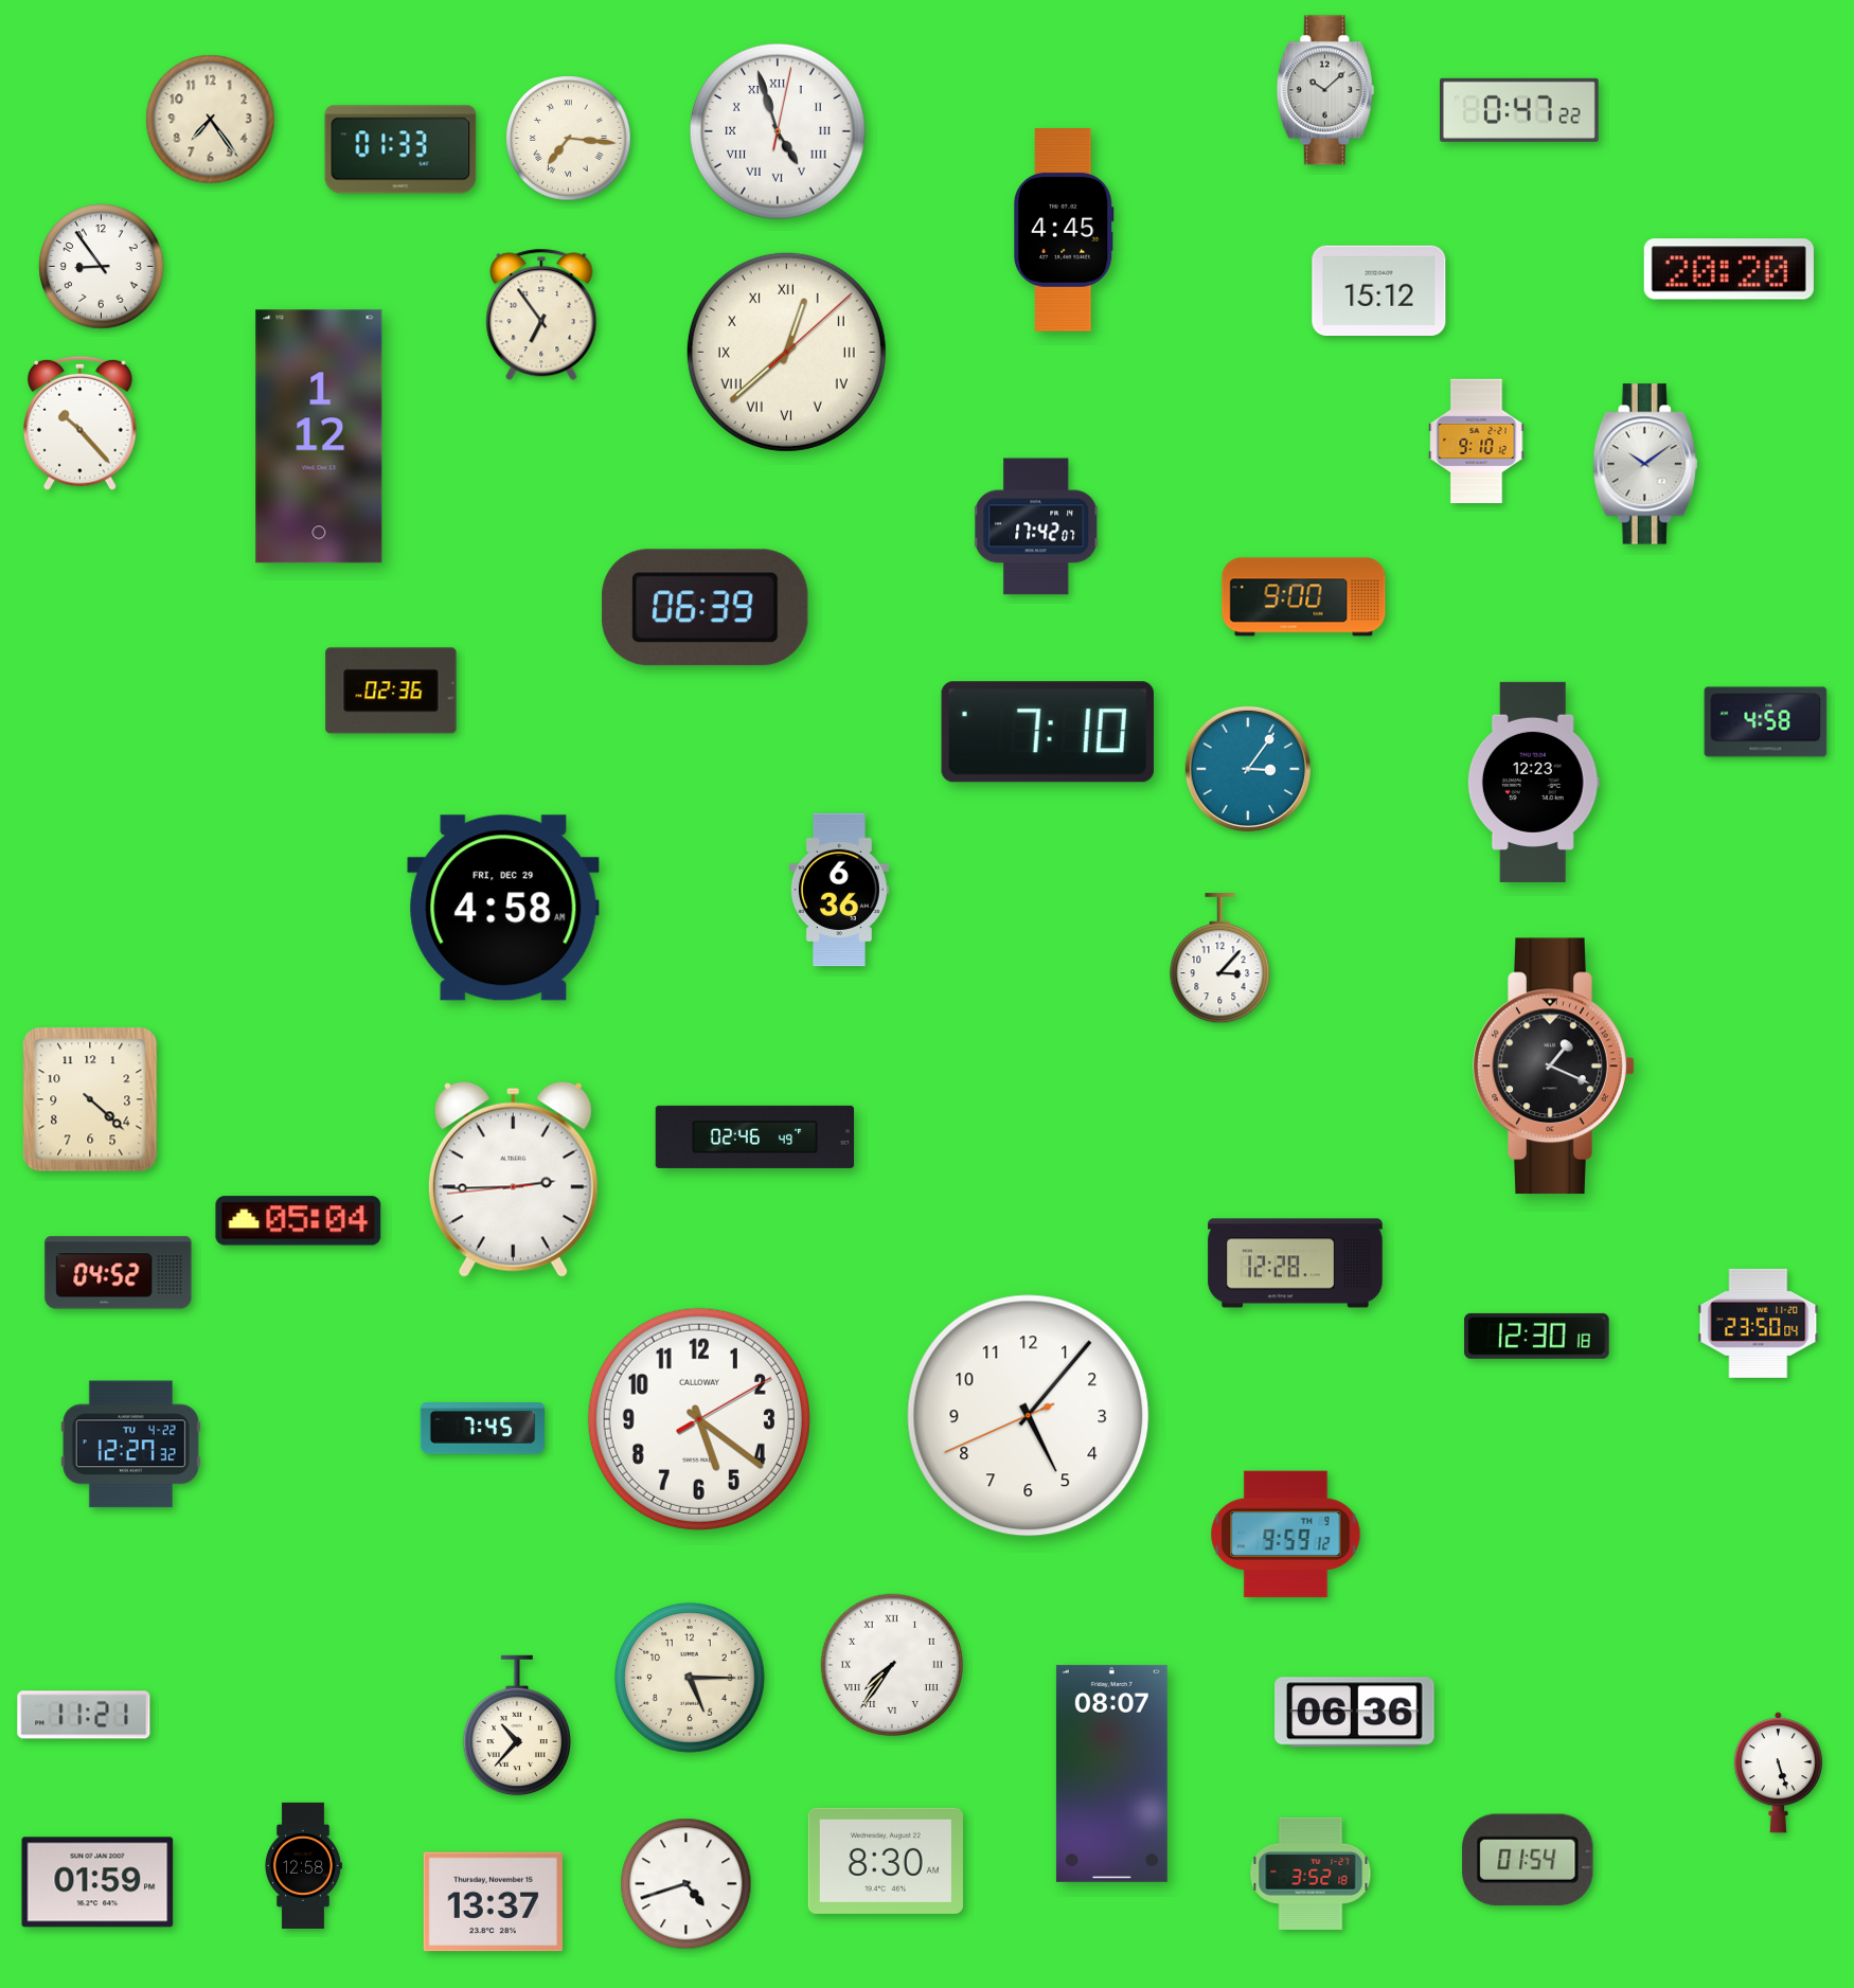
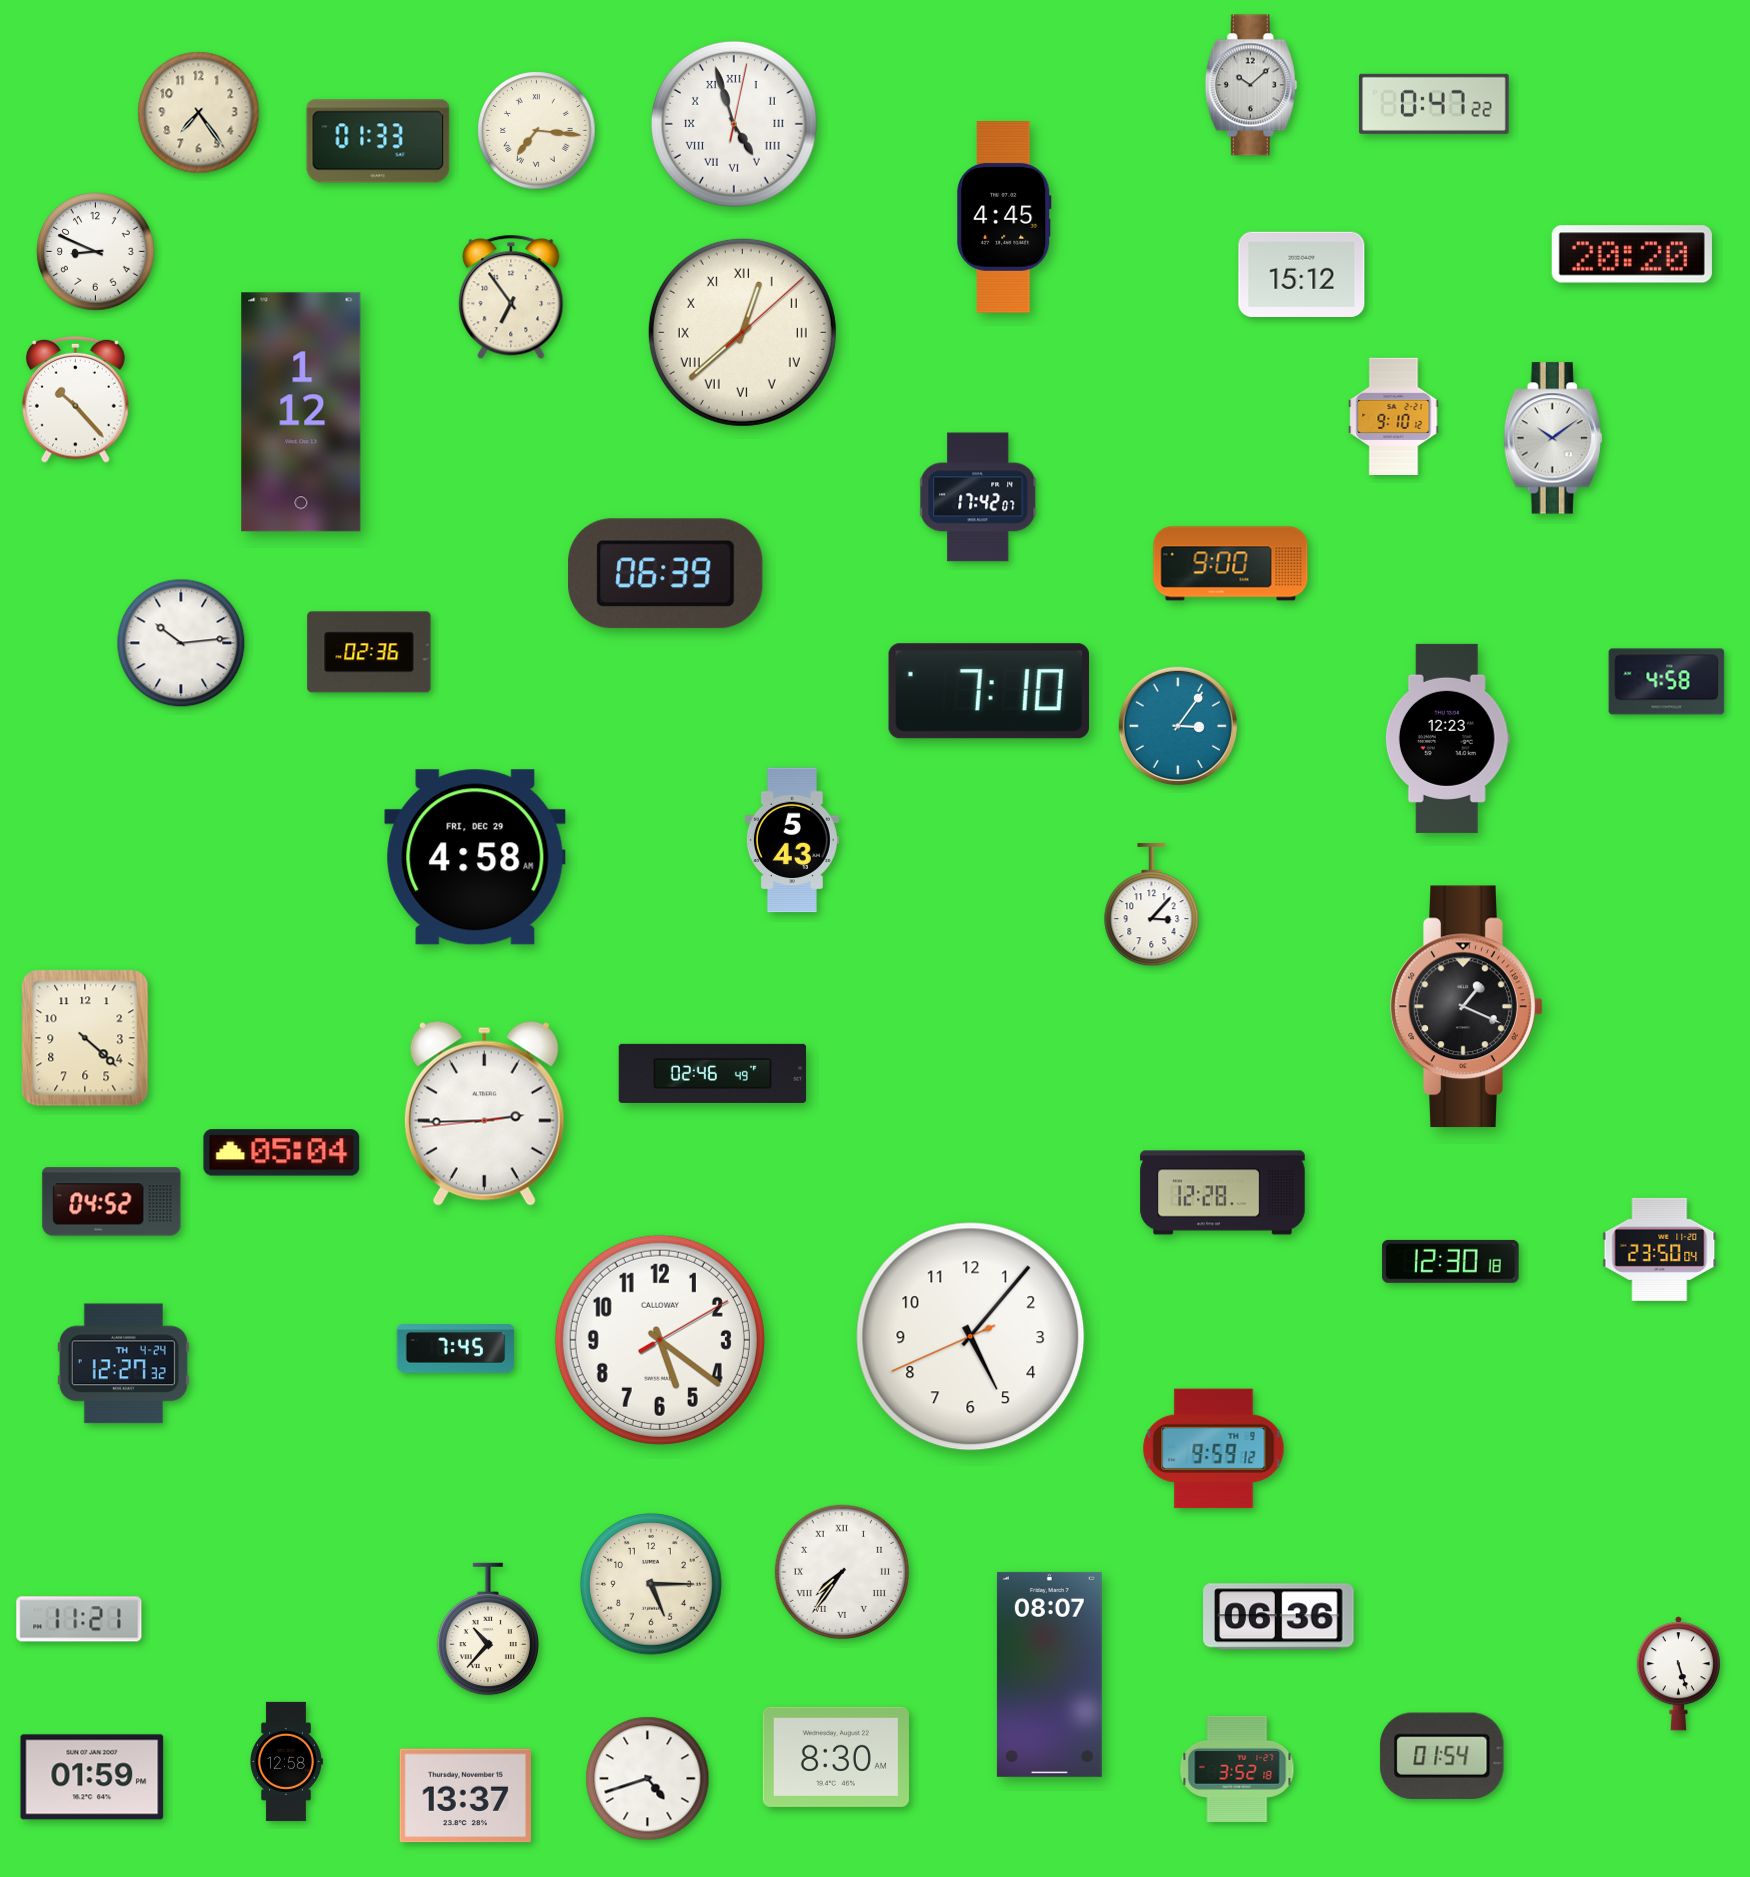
clock at (102, 267): 8:54 -> 8:49
clock at (181, 643): none -> 10:14
clock at (839, 890): 6:36 -> 5:43
clock at (130, 1445) date: TU 4-22 -> TH 4-24
